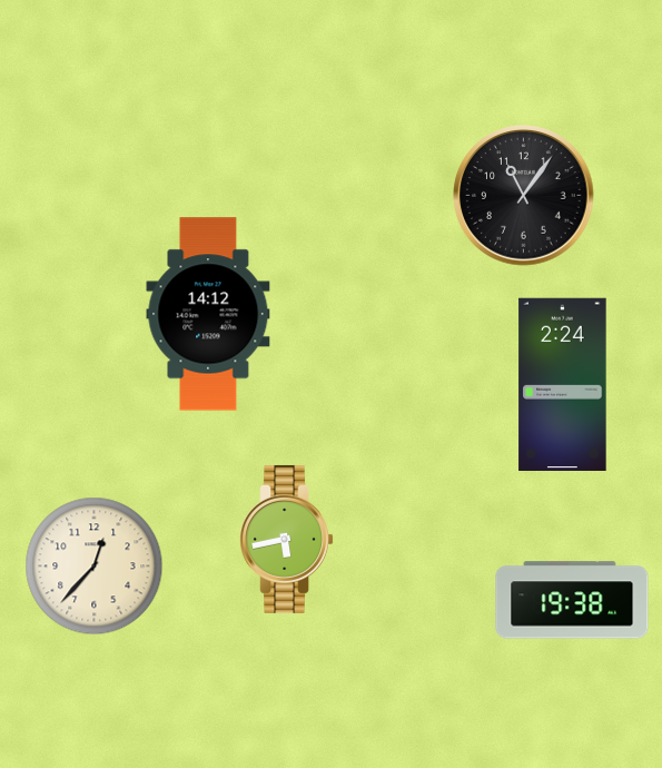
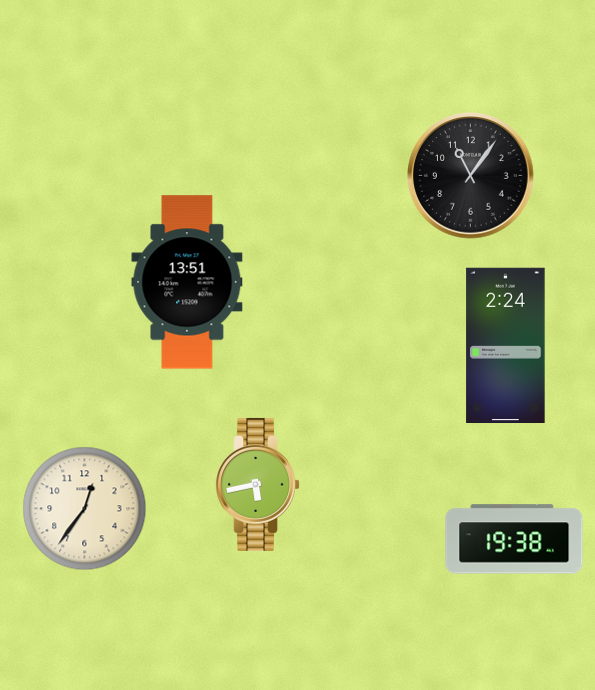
clock at (208, 314): 14:12 -> 13:51
clock at (95, 567): 12:37 -> 12:36
